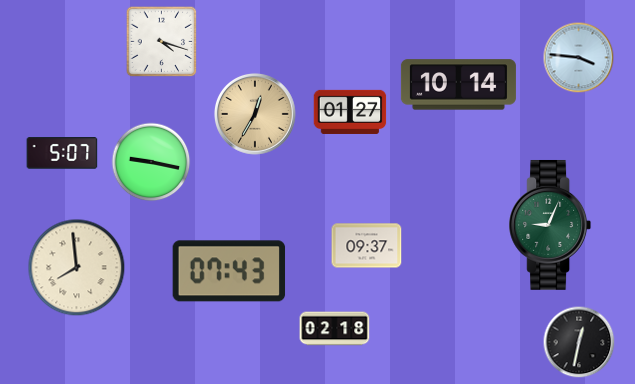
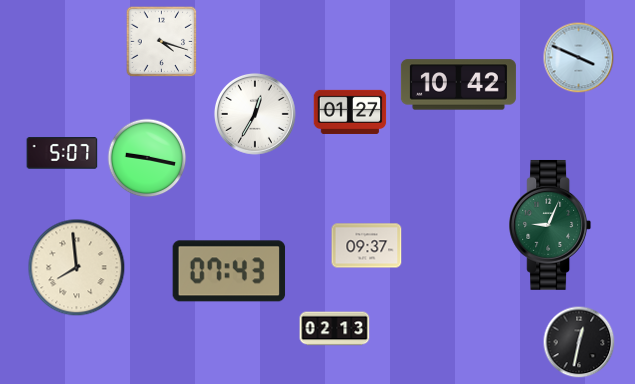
clock at (579, 58): 3:46 -> 3:49
clock at (458, 85): 10:14 -> 10:42
clock at (255, 114) dial: champagne -> white
clock at (151, 162) position: (151, 162) -> (147, 158)
clock at (335, 329): 02:18 -> 02:13
